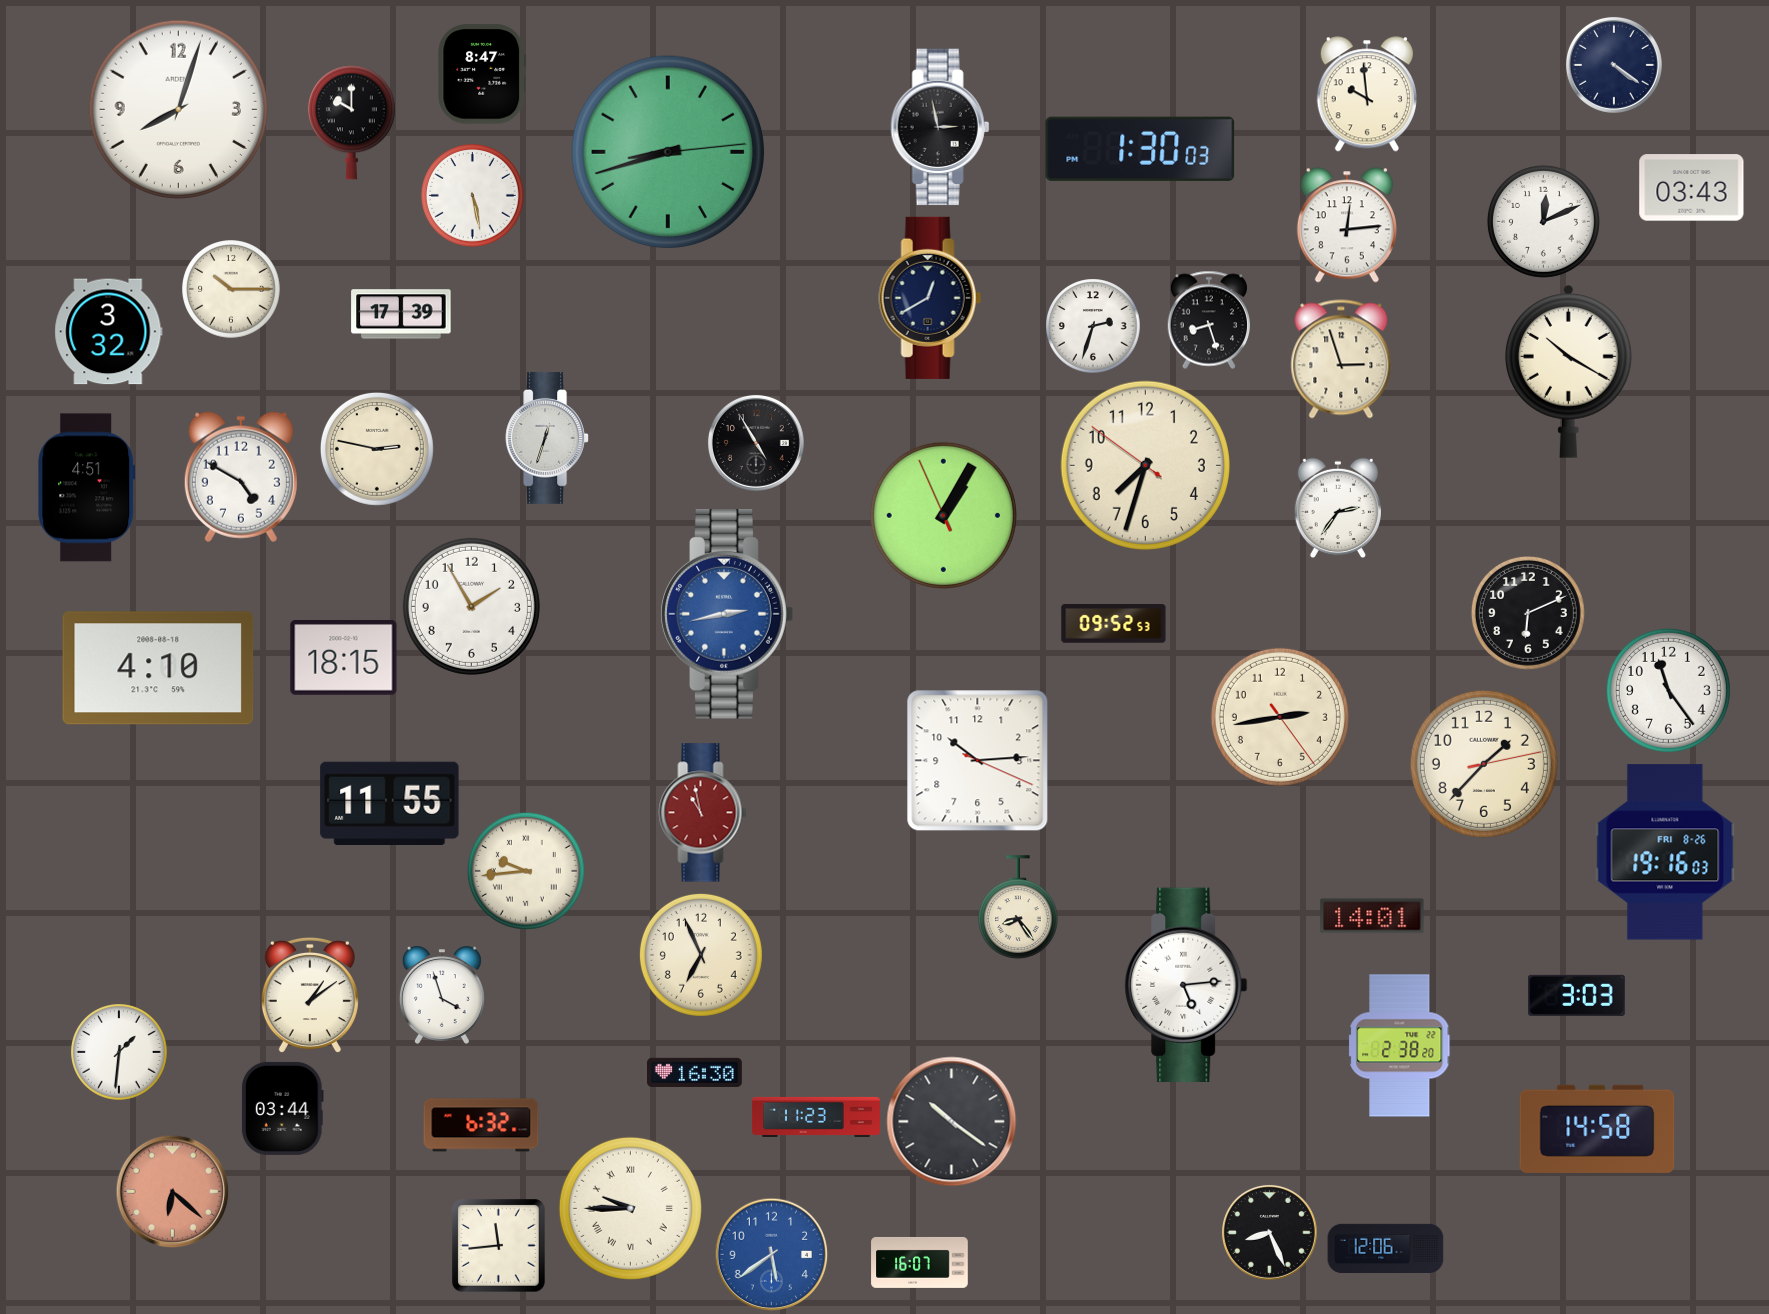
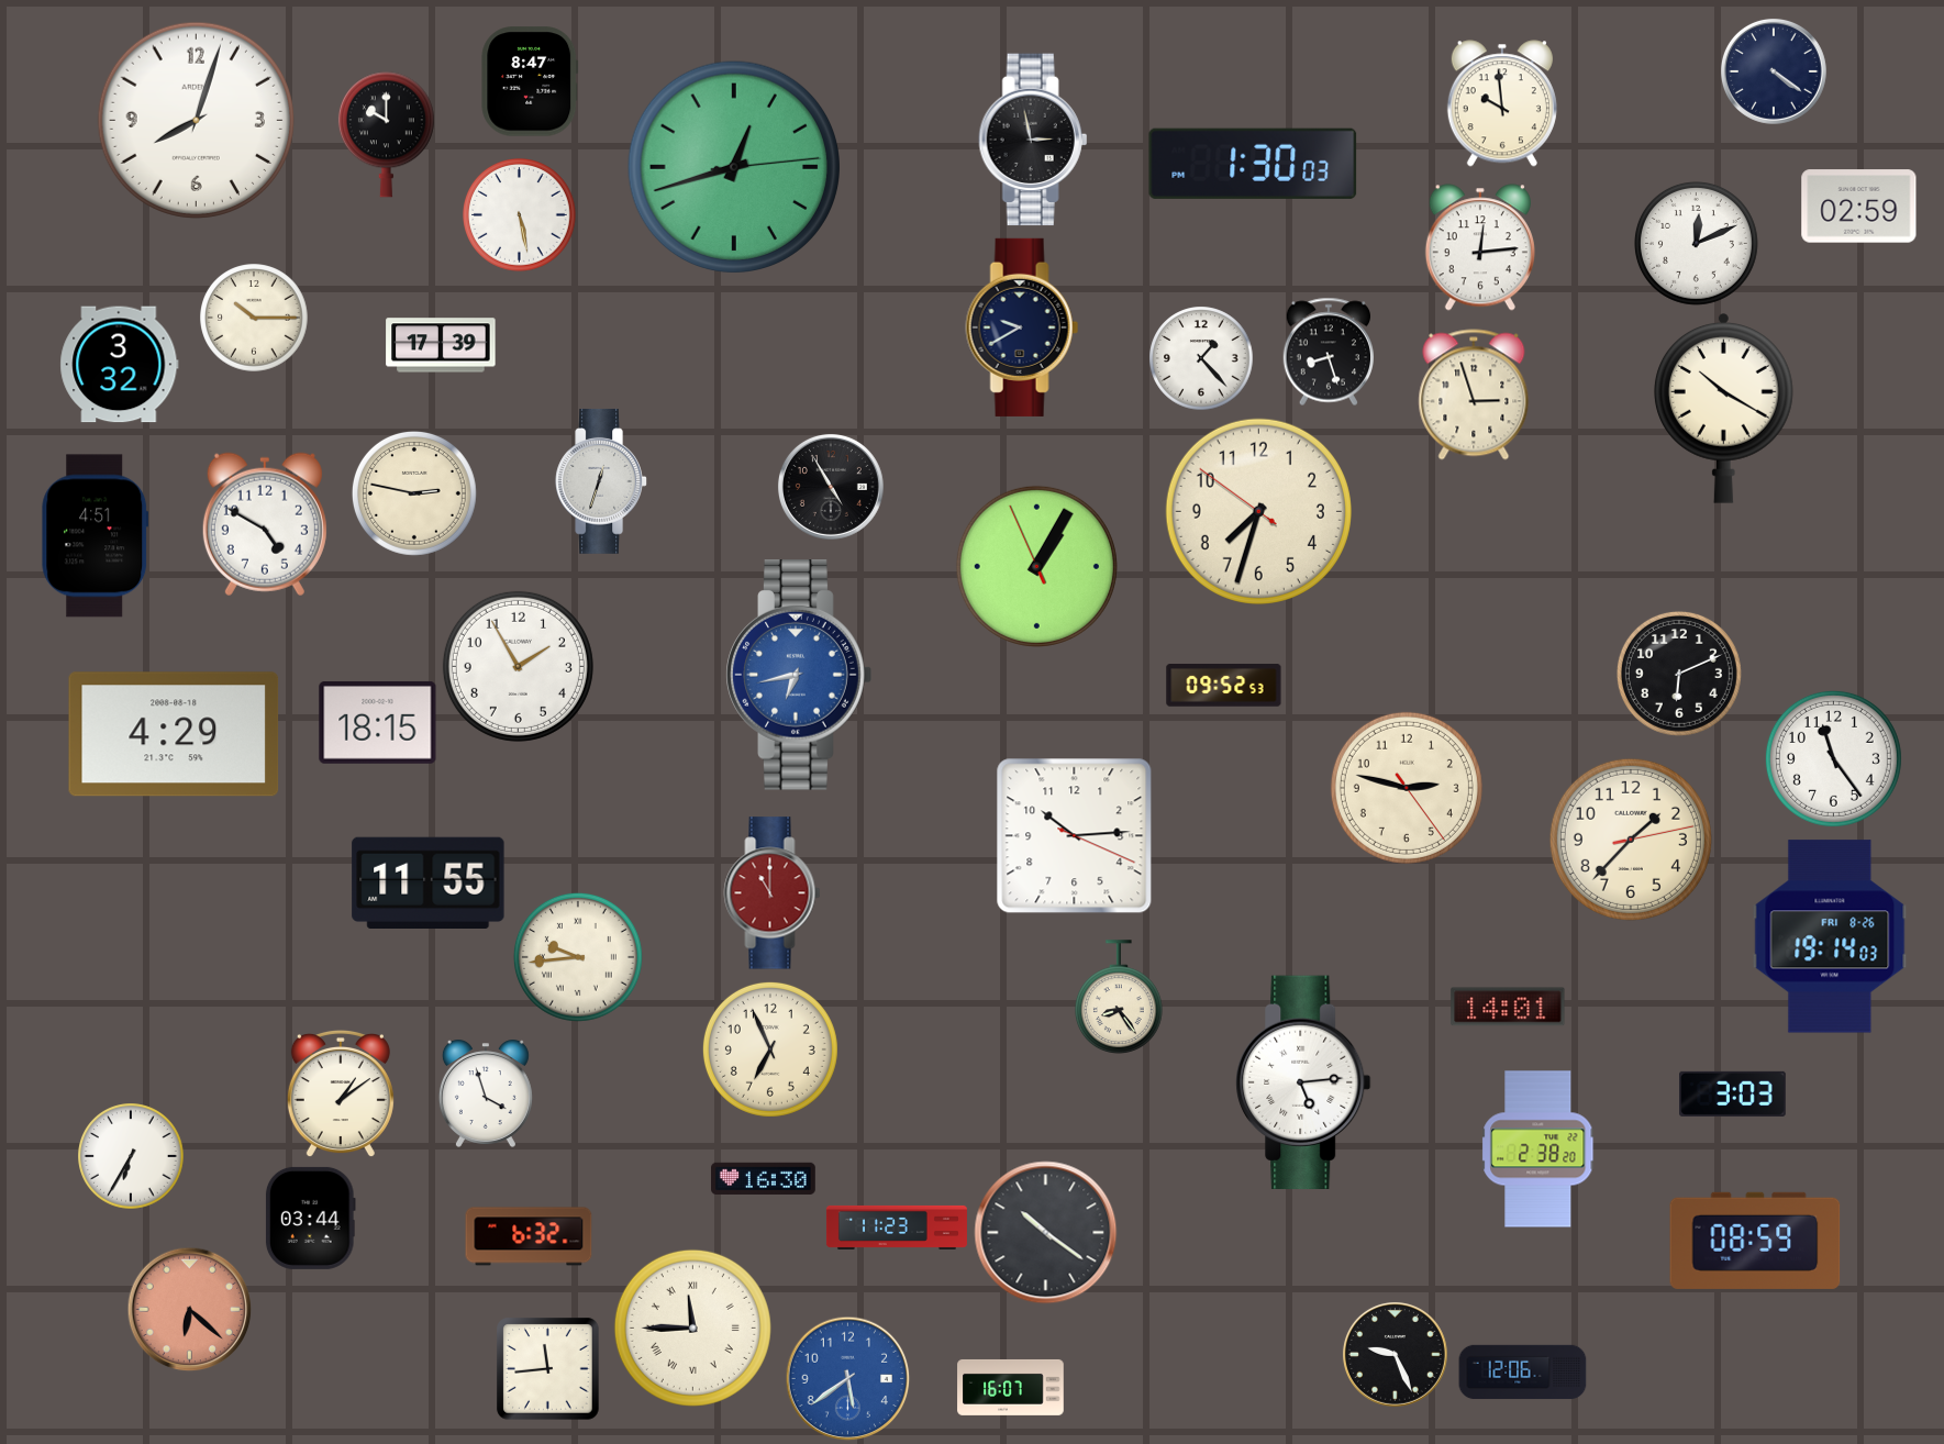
clock at (668, 152): 8:42 -> 12:42
clock at (1692, 188): 03:43 -> 02:59
clock at (930, 298): 12:40 -> 9:40
clock at (1093, 326): 2:33 -> 1:23
clock at (1337, 508): 2:36 -> none
clock at (727, 614): 2:43 -> 6:43
clock at (158, 668): 4:10 -> 4:29
clock at (1280, 717): 2:43 -> 2:47
clock at (703, 813): 10:58 -> 11:00
clock at (1665, 852): 19:16 -> 19:14
clock at (119, 1052): 1:31 -> 6:35
clock at (1597, 1129): 14:58 -> 08:59
clock at (630, 1208): 9:45 -> 11:45
clock at (1269, 1232): 8:26 -> 9:26
